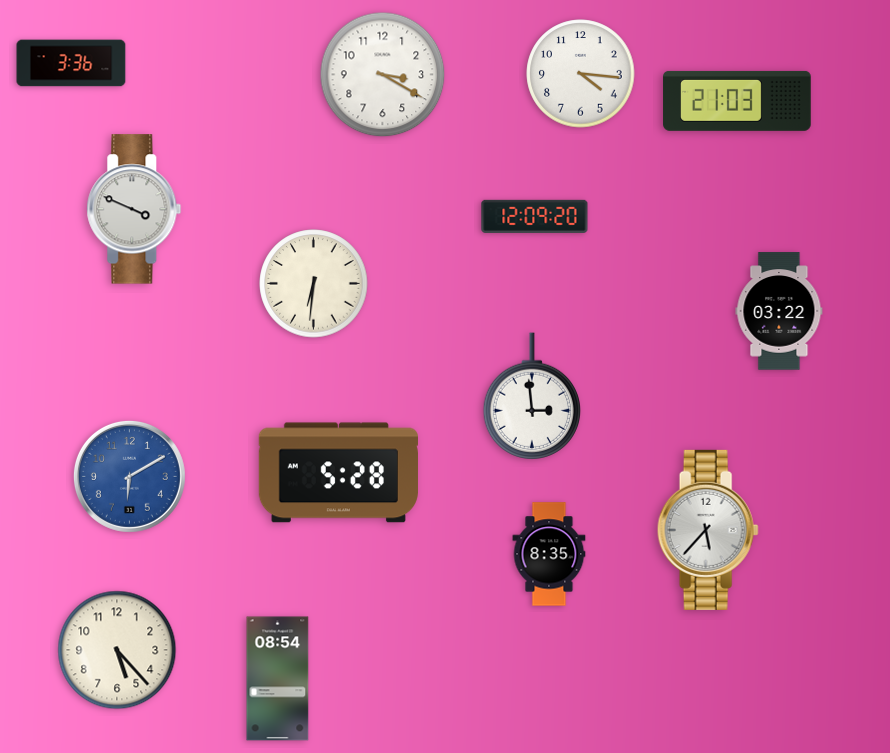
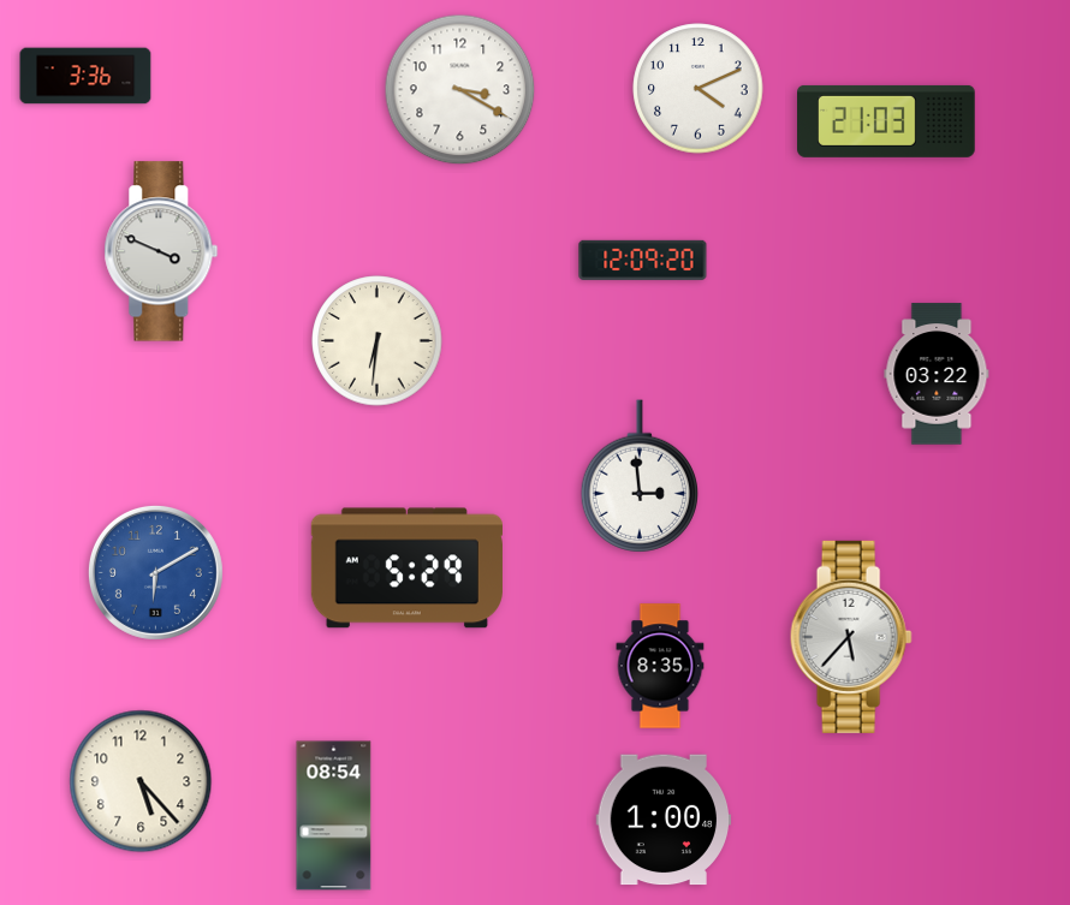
clock at (581, 74): 4:16 -> 4:11
clock at (338, 473): 5:28 -> 5:29
clock at (664, 820): none -> 1:00
